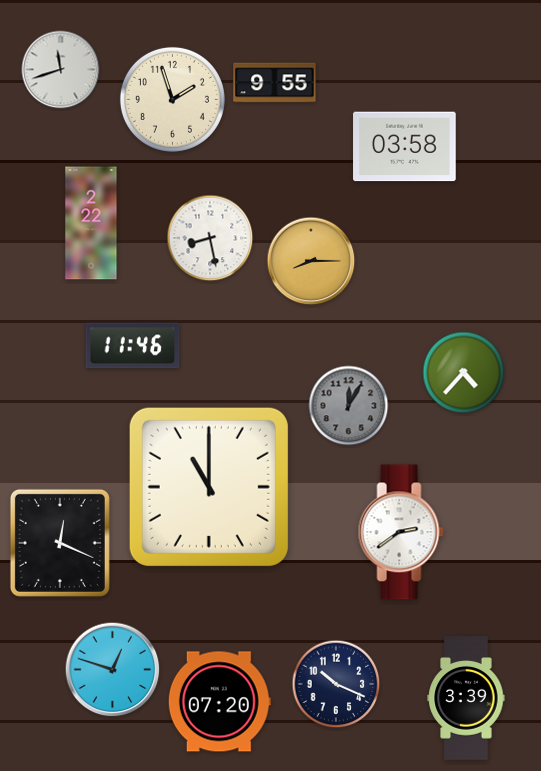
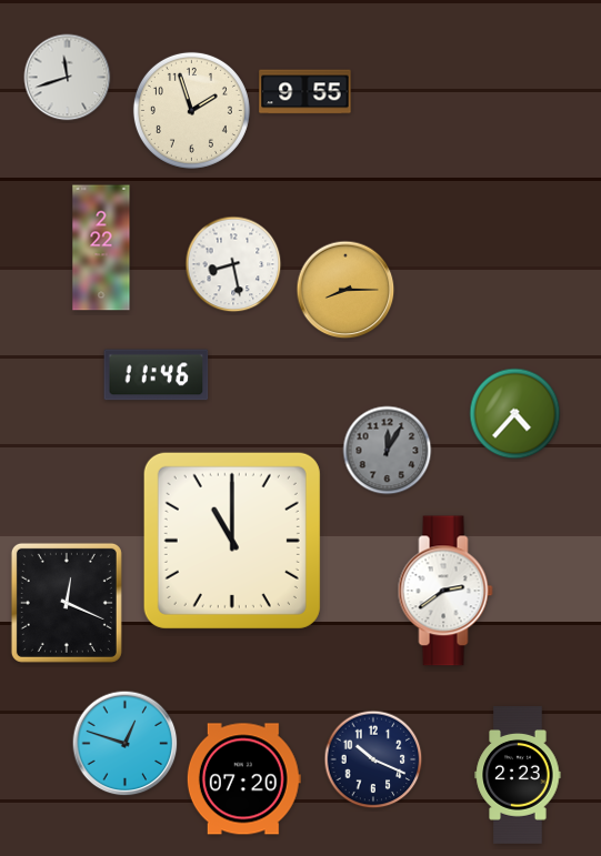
clock at (405, 147): 03:58 -> none
clock at (133, 346) position: (133, 346) -> (157, 375)
clock at (466, 698): 3:39 -> 2:23
